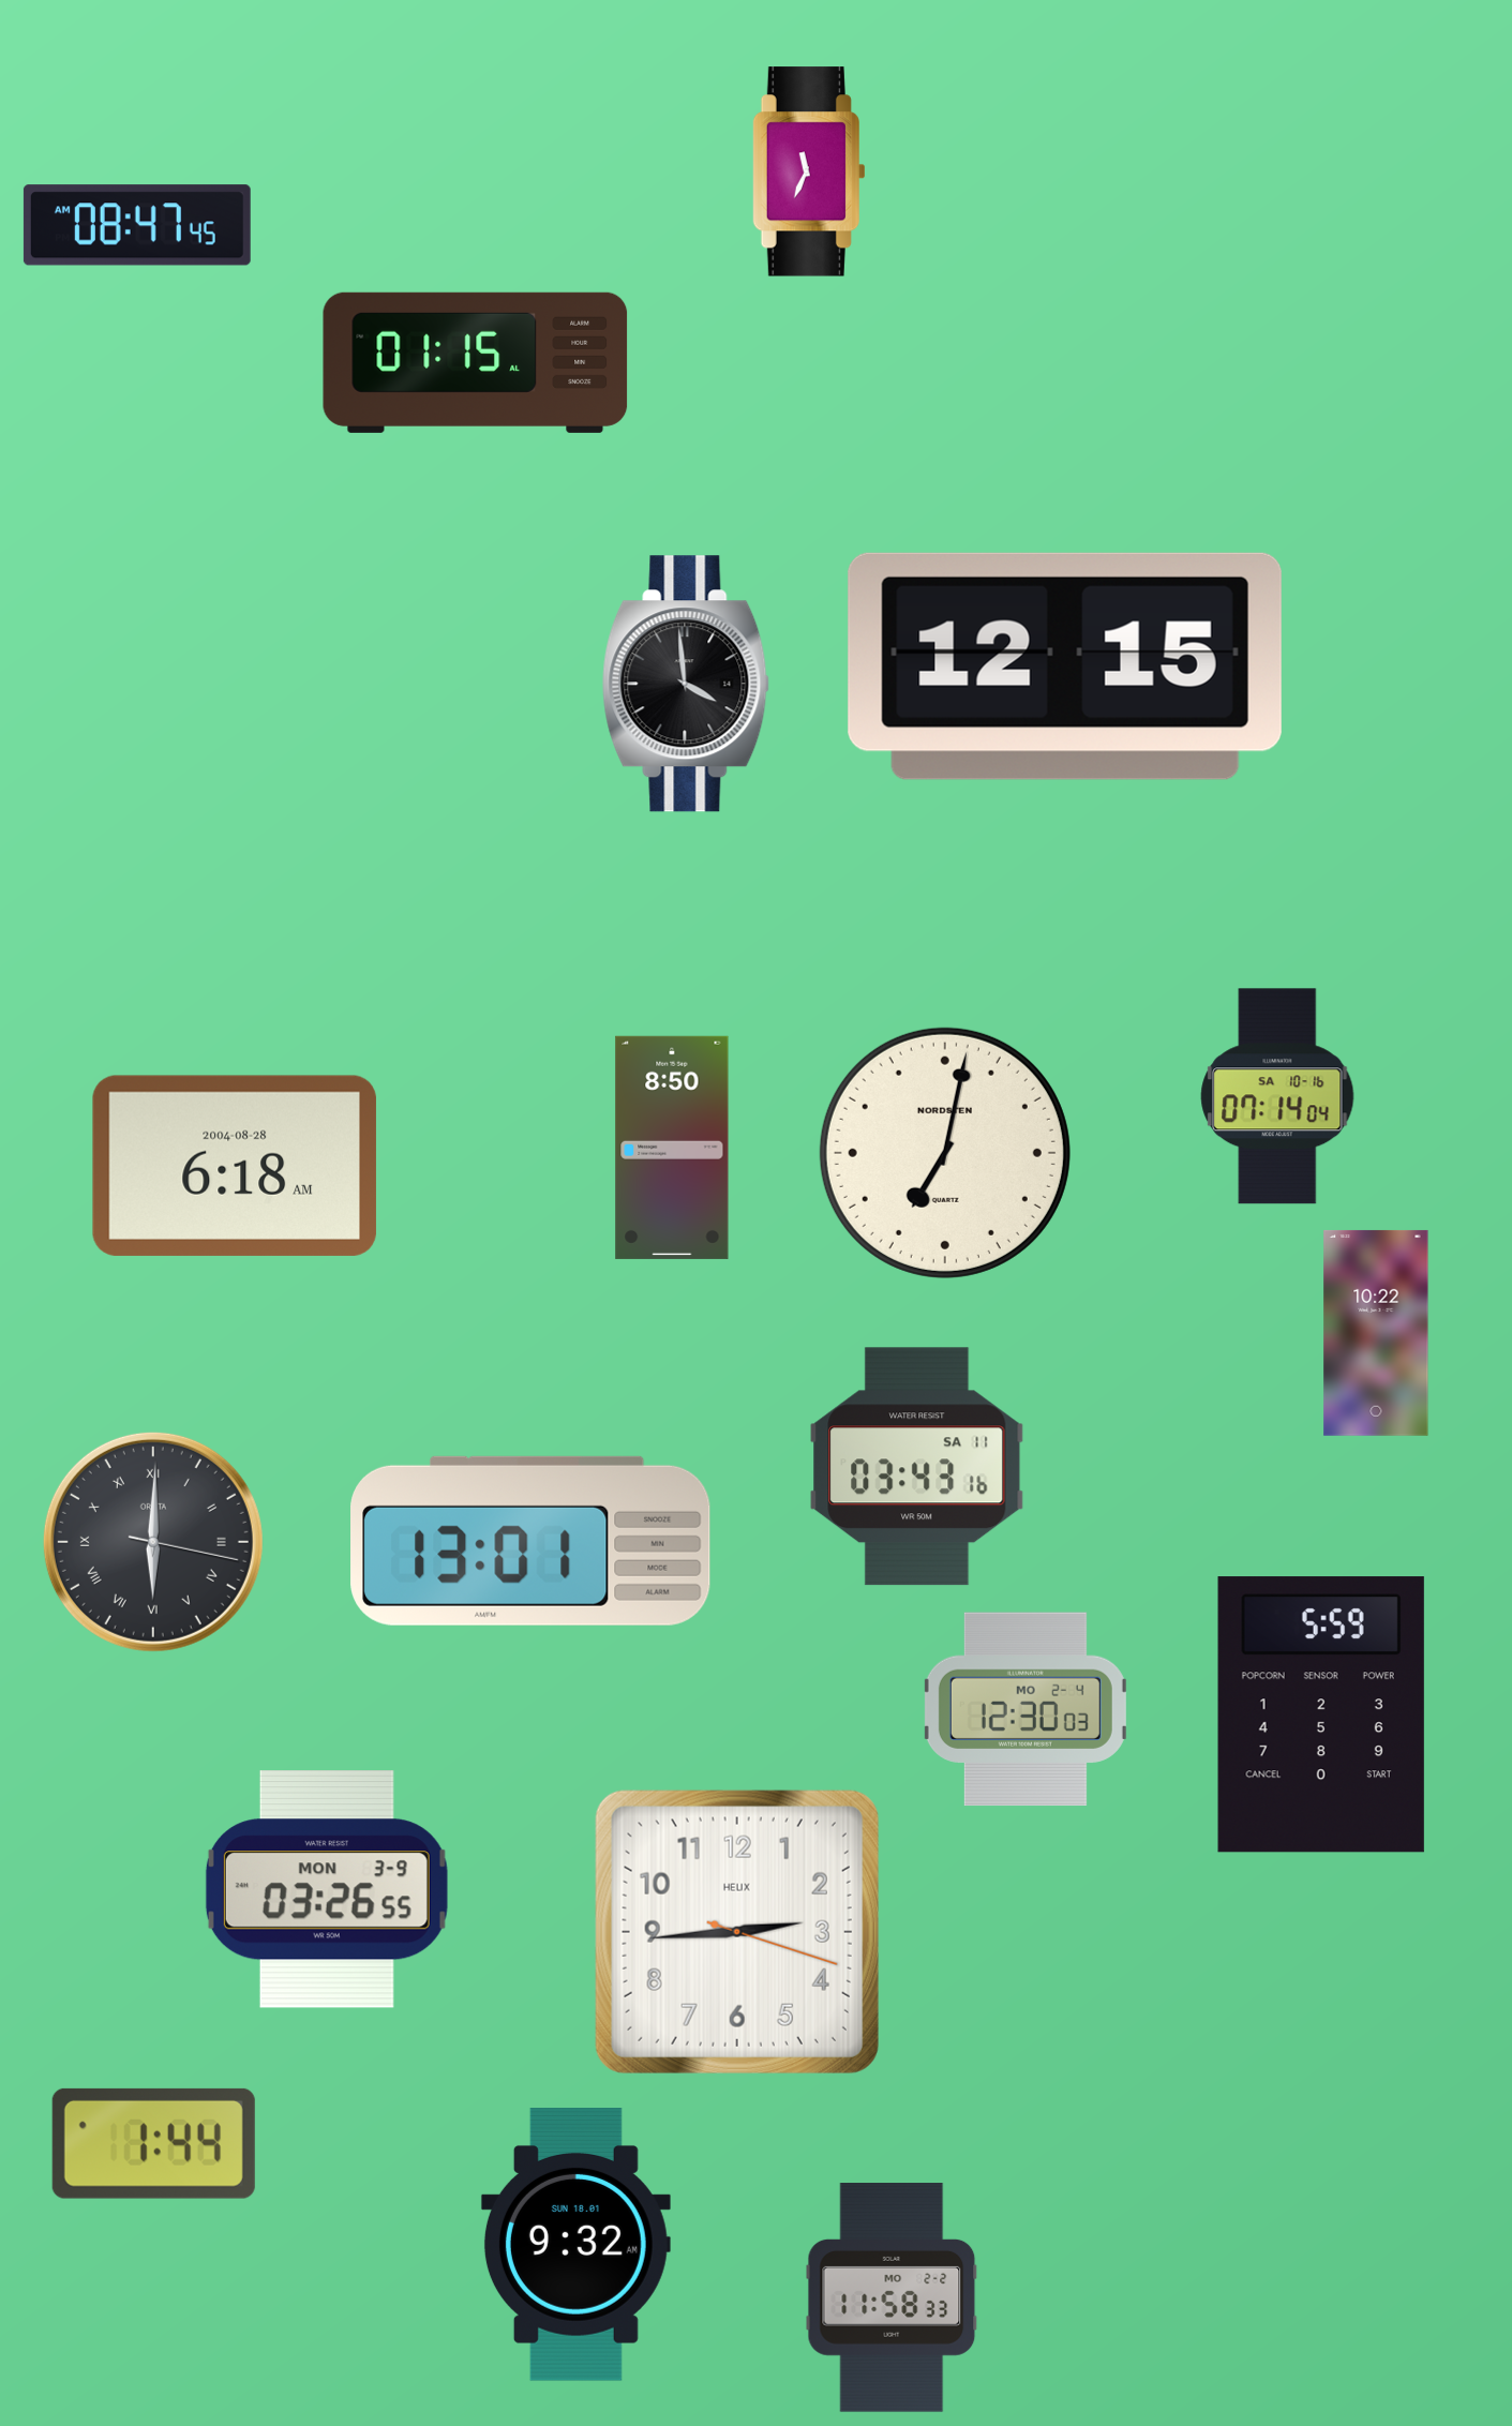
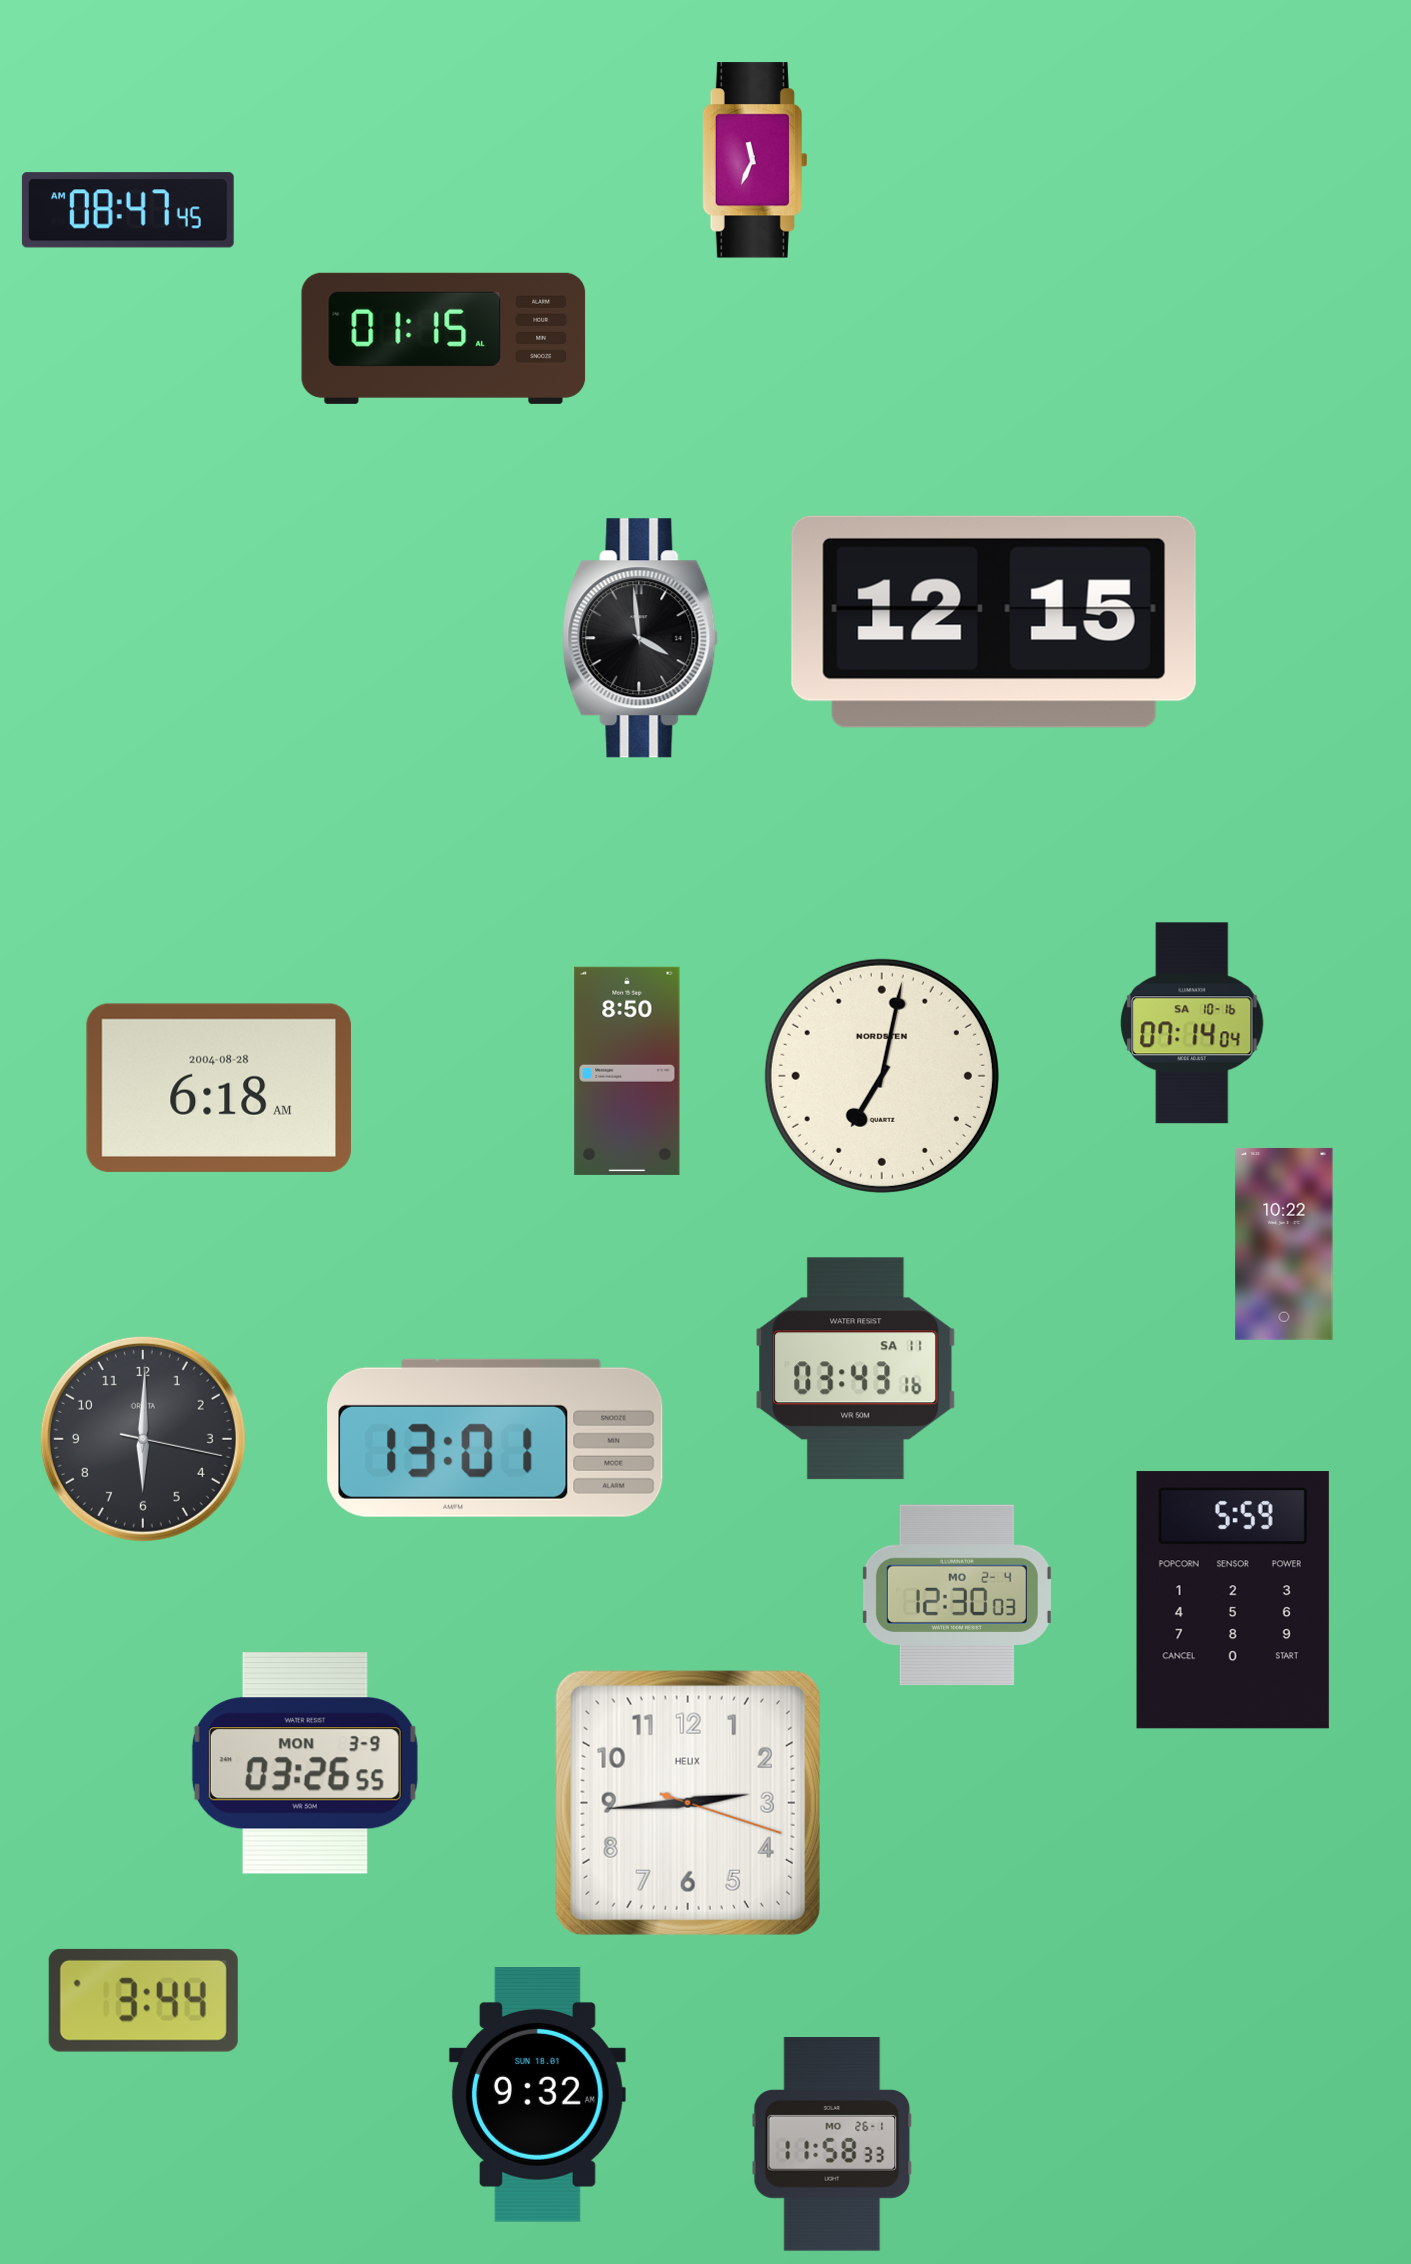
clock at (153, 1542) numerals: Roman -> Arabic
clock at (153, 2143): 1:44 -> 3:44
clock at (892, 2297) date: MO 2-2 -> MO 26-1
